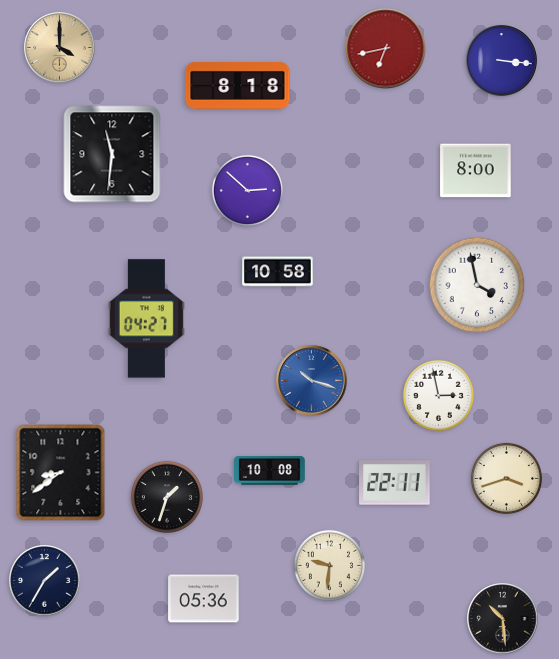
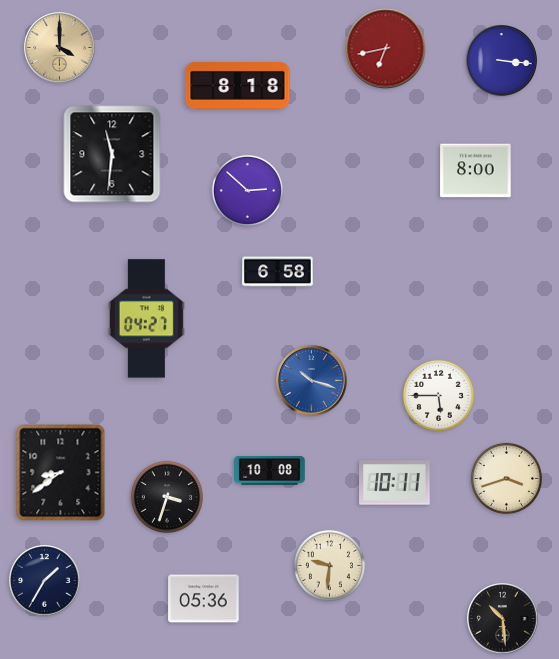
clock at (278, 272): 10:58 -> 6:58
clock at (477, 285): 3:58 -> none
clock at (438, 395): 2:58 -> 5:45
clock at (395, 483): 22:11 -> 10:11
clock at (167, 497): 1:33 -> 3:33
